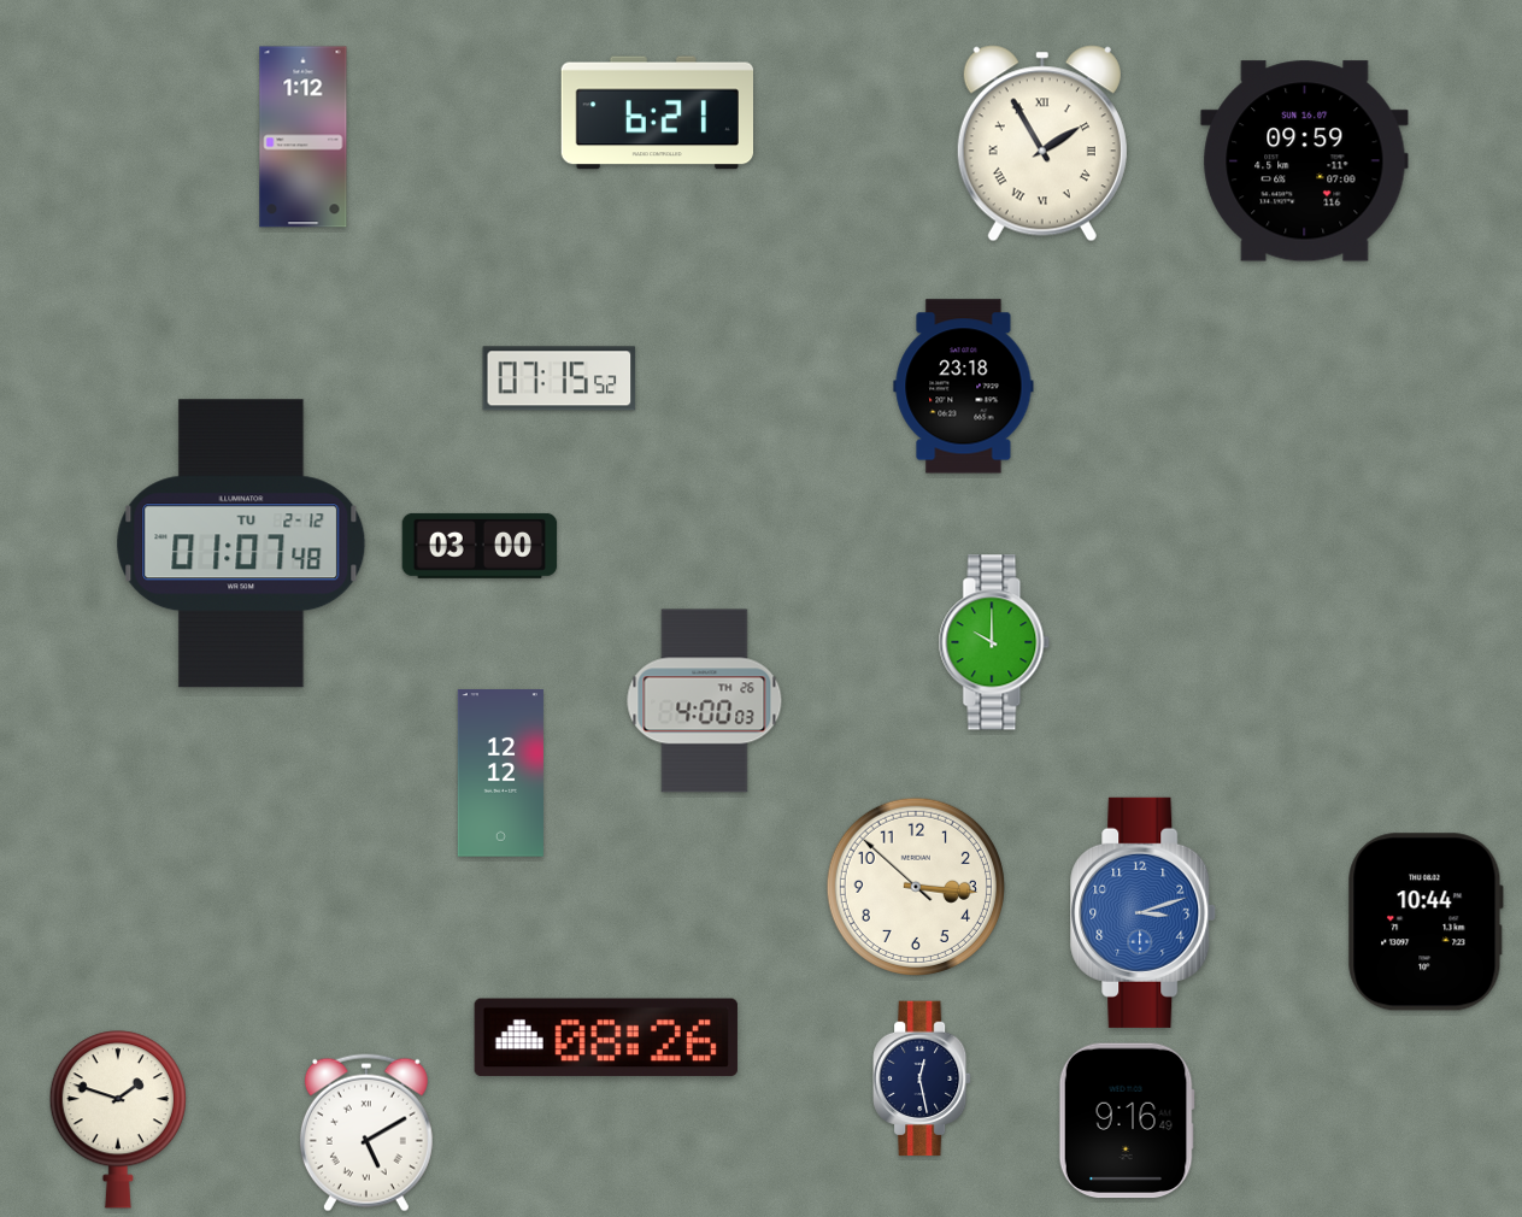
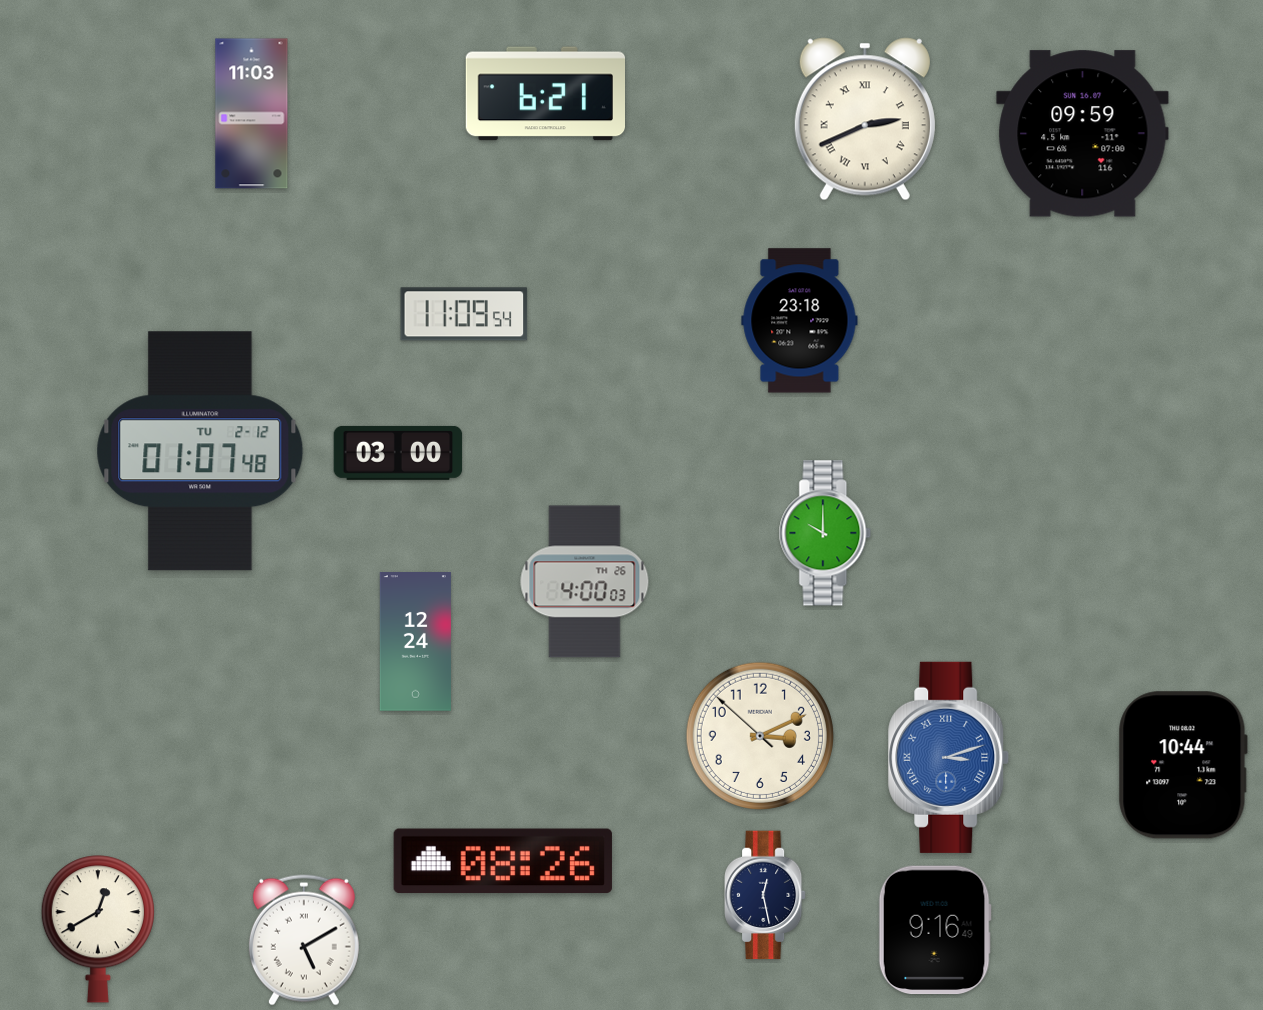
clock at (304, 137): 1:12 -> 11:03
clock at (1042, 143): 1:55 -> 2:41
clock at (559, 378): 07:15 -> 11:09
clock at (500, 774): 12:12 -> 12:24
clock at (916, 887): 3:15 -> 3:10
clock at (1144, 912) numerals: Arabic -> Roman
clock at (118, 1119): 1:48 -> 12:40
